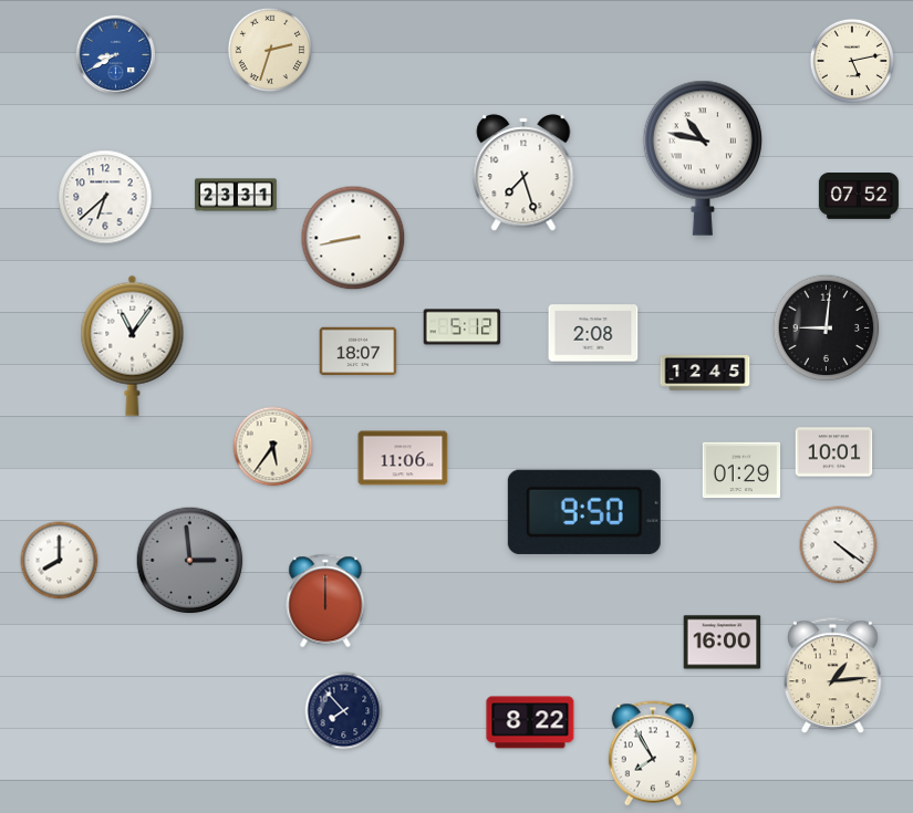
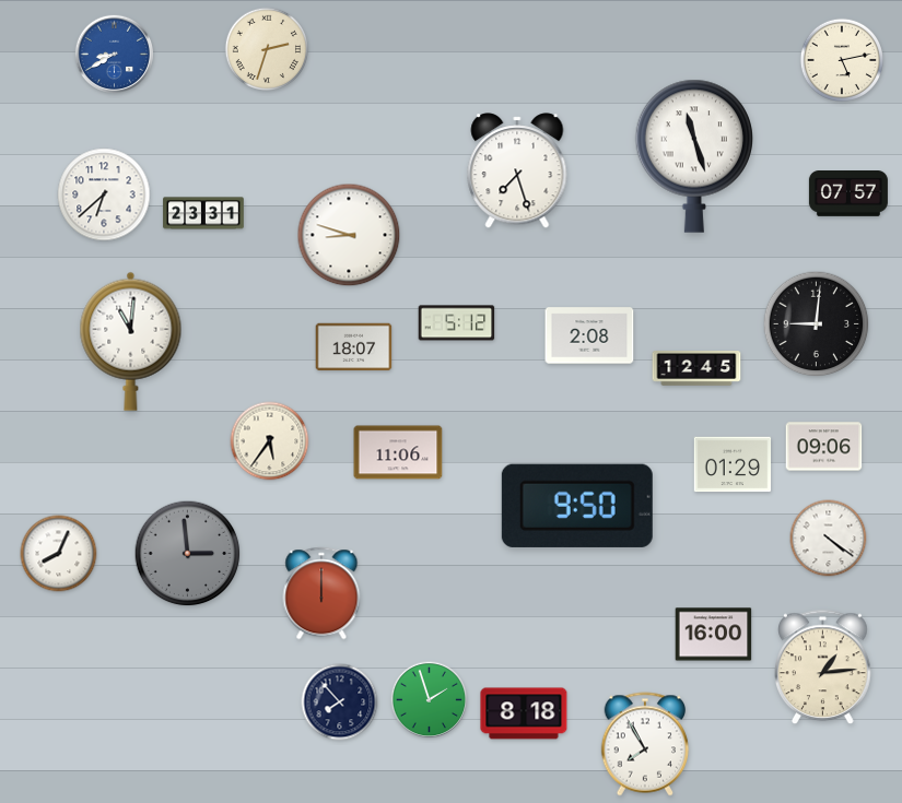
clock at (702, 158): 10:47 -> 11:27
clock at (236, 195) position: (236, 195) -> (203, 213)
clock at (859, 197): 07:52 -> 07:57
clock at (353, 238): 8:43 -> 8:48
clock at (593, 333) position: (593, 333) -> (589, 335)
clock at (133, 345): 11:06 -> 11:01
clock at (834, 452): 10:01 -> 09:06
clock at (60, 561): 8:00 -> 8:04
clock at (430, 700): none -> 1:57
clock at (530, 722): 8:22 -> 8:18
